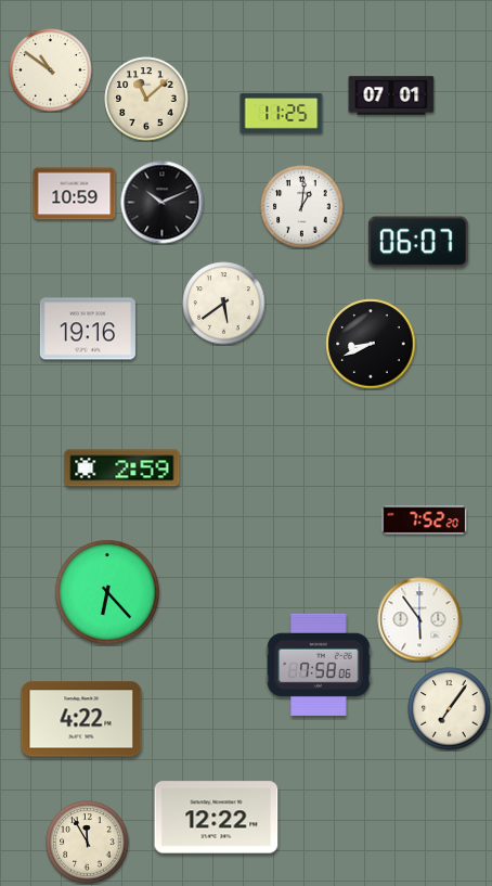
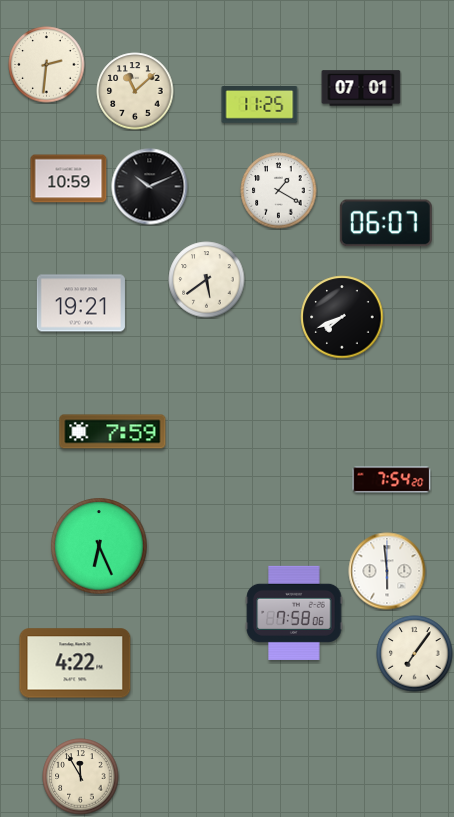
clock at (51, 70): 10:51 -> 2:31
clock at (302, 207): 1:01 -> 1:20
clock at (88, 329): 19:16 -> 19:21
clock at (371, 344): 8:41 -> 7:41
clock at (122, 468): 2:59 -> 7:59
clock at (425, 521): 7:52 -> 7:54
clock at (107, 592): 6:23 -> 6:26
clock at (419, 619): 5:54 -> 5:59
clock at (217, 818): 12:22 -> none
